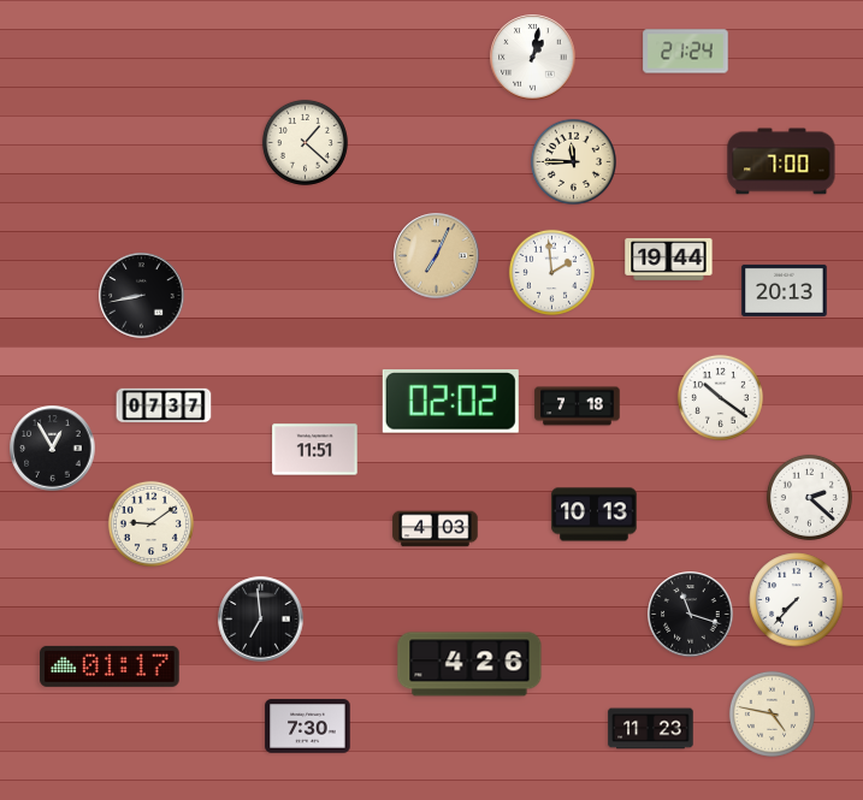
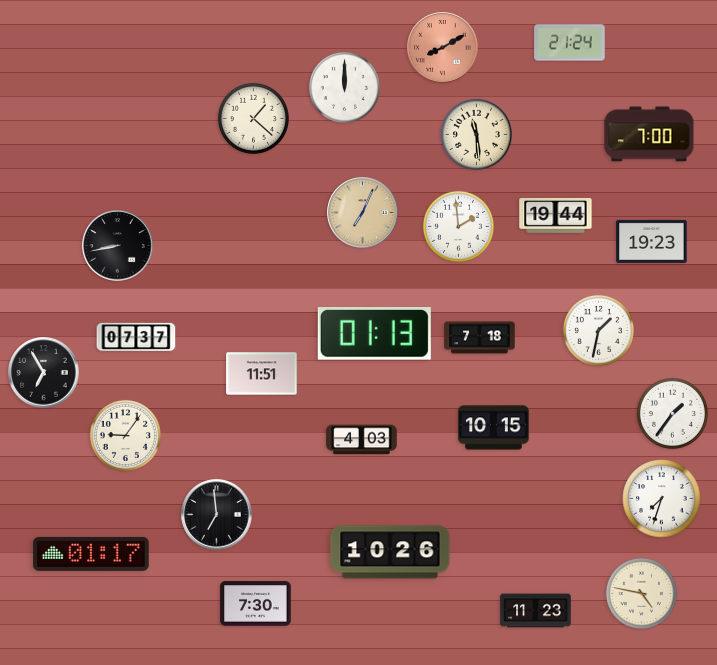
clock at (533, 58): 1:02 -> 8:10
clock at (533, 58) dial: white -> salmon
clock at (344, 87): none -> 12:00
clock at (573, 161): 11:45 -> 11:29
clock at (785, 290): 20:13 -> 19:23
clock at (720, 397): 10:21 -> 1:32
clock at (450, 402): 02:02 -> 01:13
clock at (53, 449): 12:55 -> 6:55
clock at (809, 497): 2:22 -> 1:36
clock at (595, 515): 10:13 -> 10:15
clock at (150, 523): 9:09 -> 9:06
clock at (797, 600): 7:37 -> 7:33
clock at (691, 615): 11:18 -> none
clock at (469, 664): 4:26 -> 10:26
clock at (651, 729) position: (651, 729) -> (536, 611)
